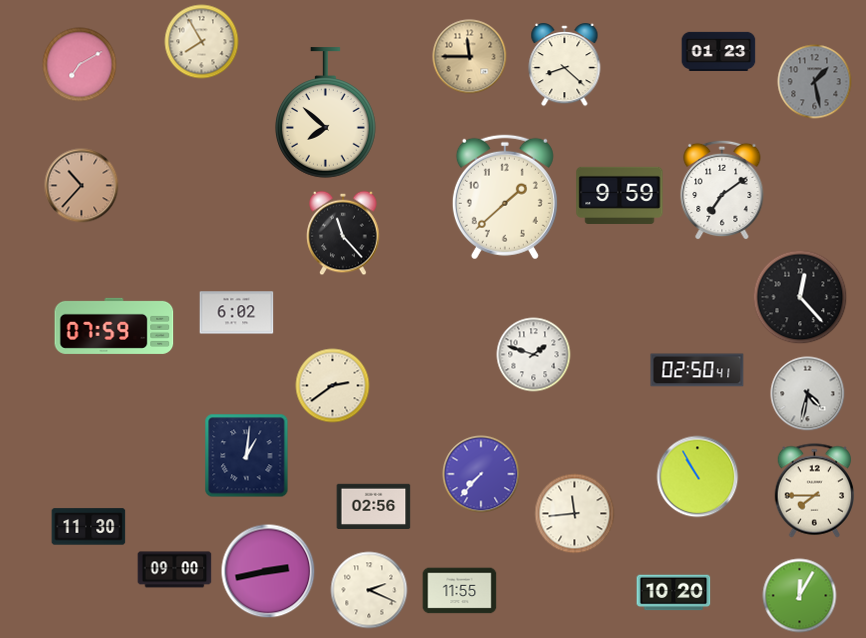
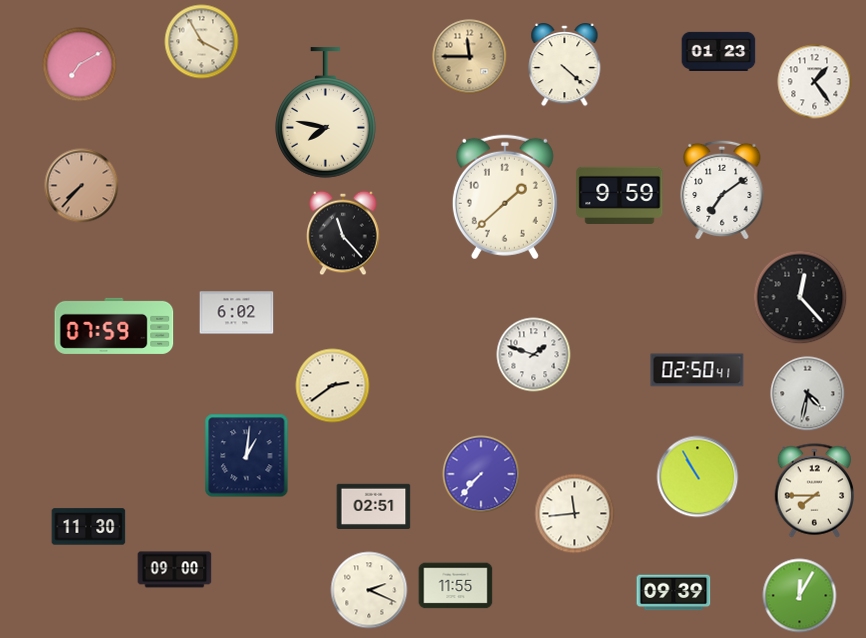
clock at (202, 42): 7:55 -> 3:55
clock at (565, 66): 8:22 -> 4:22
clock at (815, 82): 1:28 -> 1:24
clock at (815, 82) dial: grey -> white
clock at (326, 113): 7:52 -> 7:47
clock at (82, 186): 10:37 -> 7:37
clock at (374, 506): 02:56 -> 02:51
clock at (268, 571): 2:43 -> none
clock at (460, 591) position: (460, 591) -> (456, 586)
clock at (674, 593): 10:20 -> 09:39
